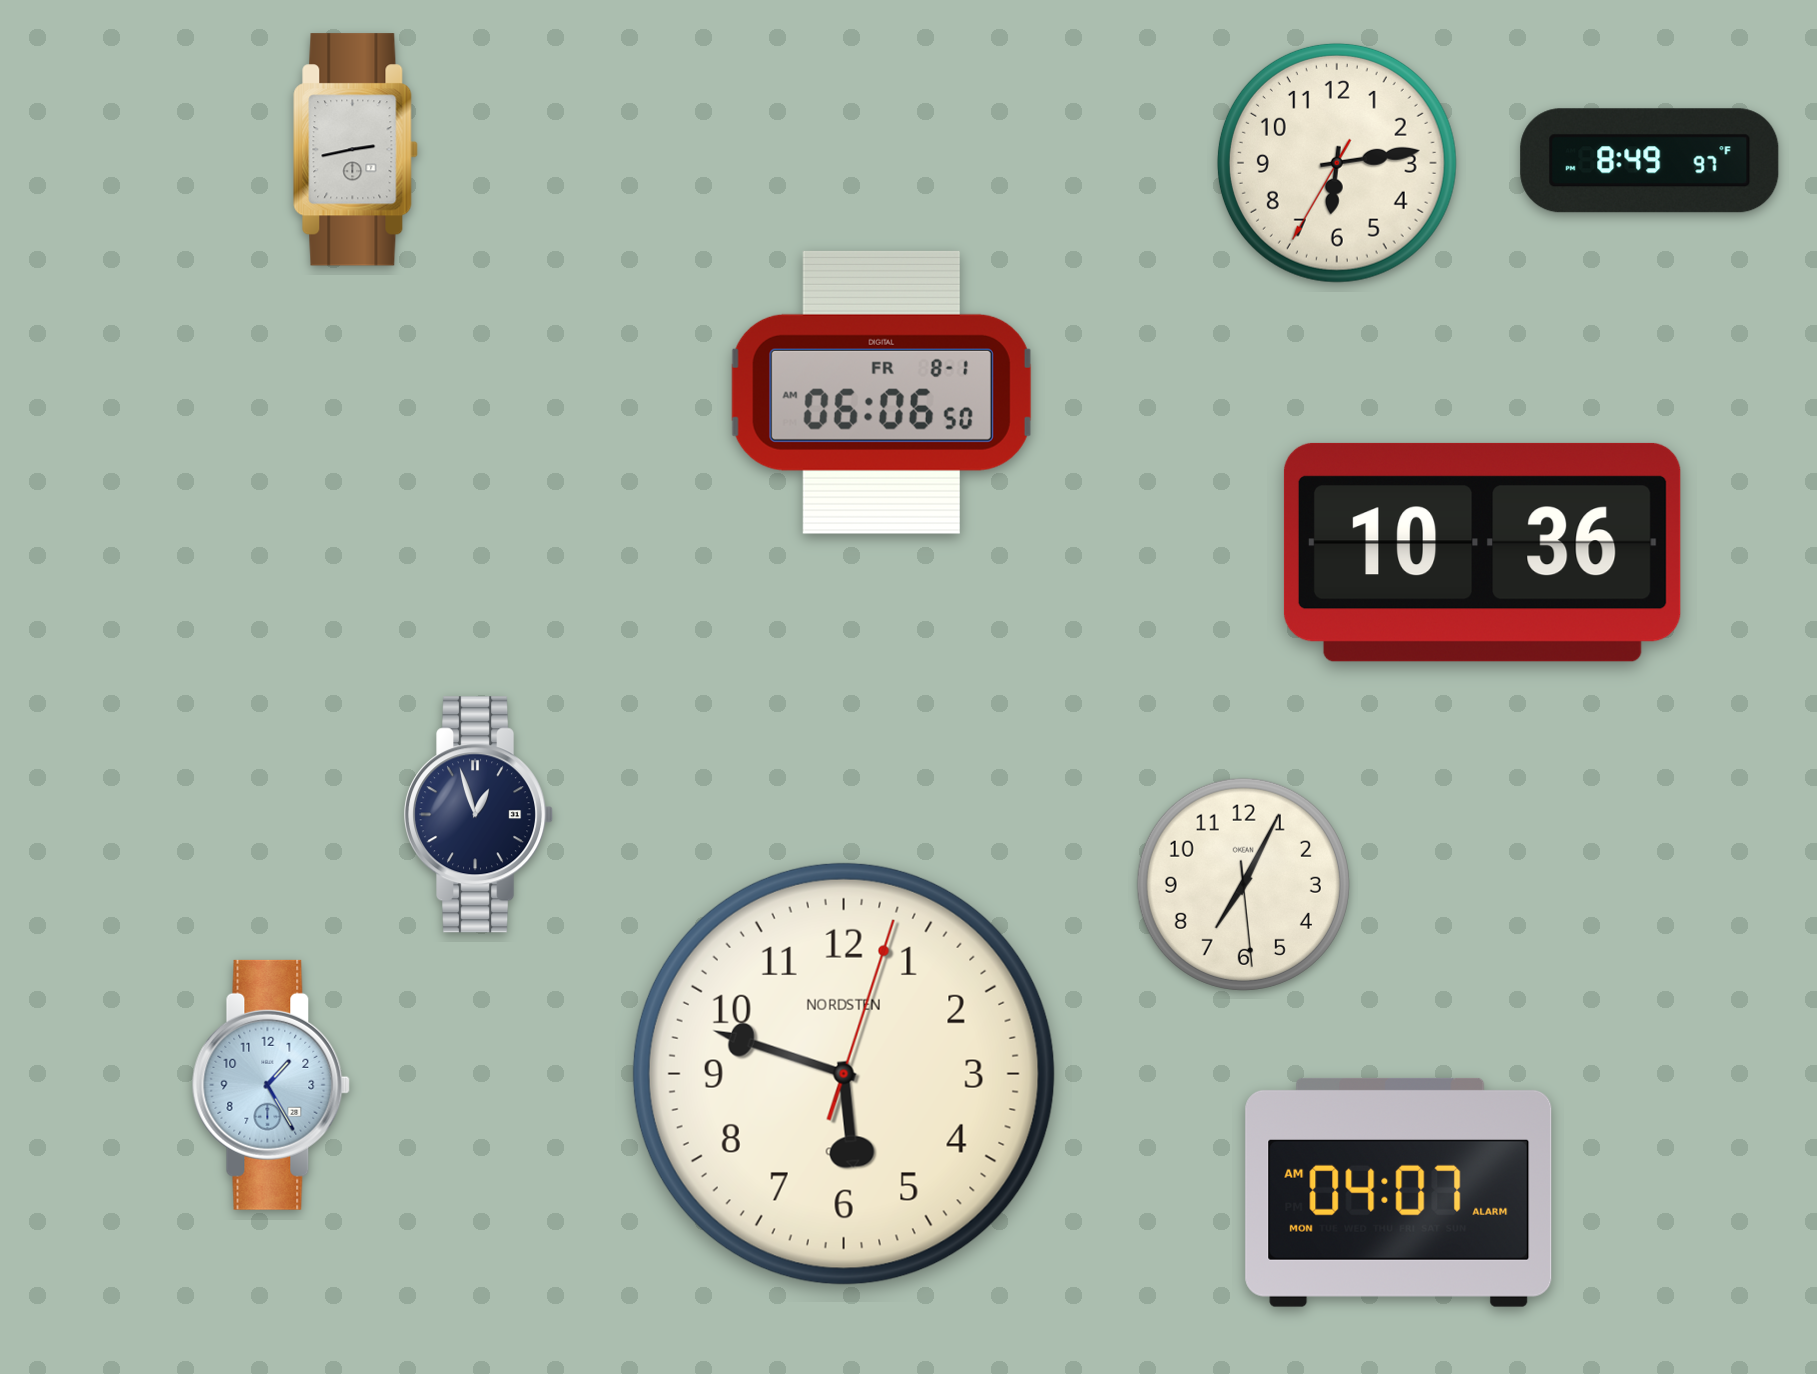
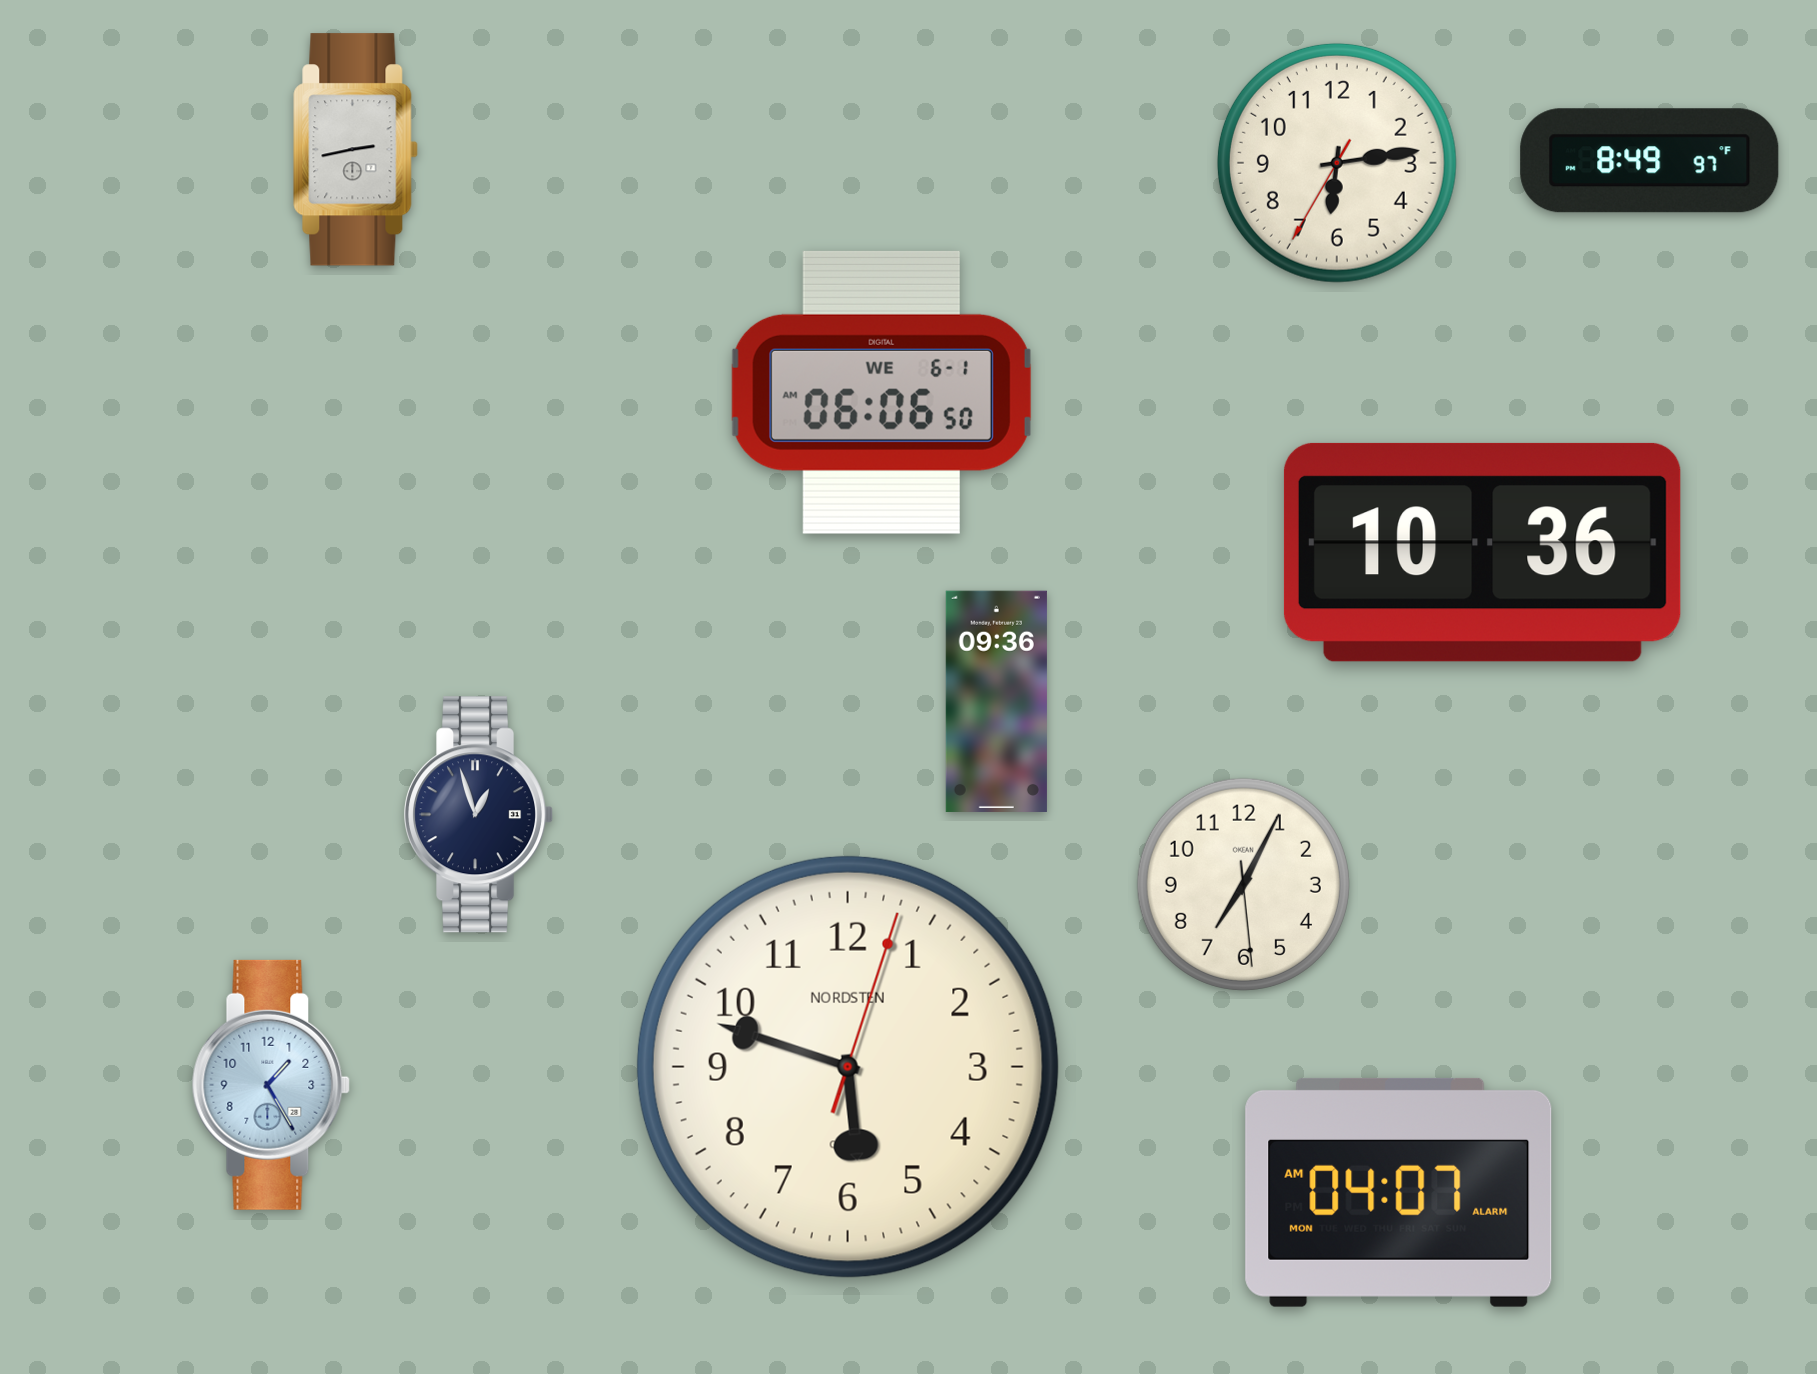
clock at (881, 392) date: FR 8-1 -> WE 6-1
clock at (996, 701): none -> 09:36
clock at (844, 1074) position: (844, 1074) -> (848, 1067)
